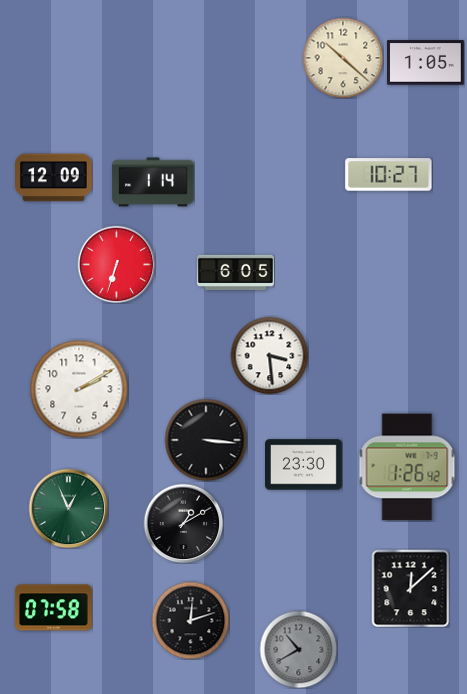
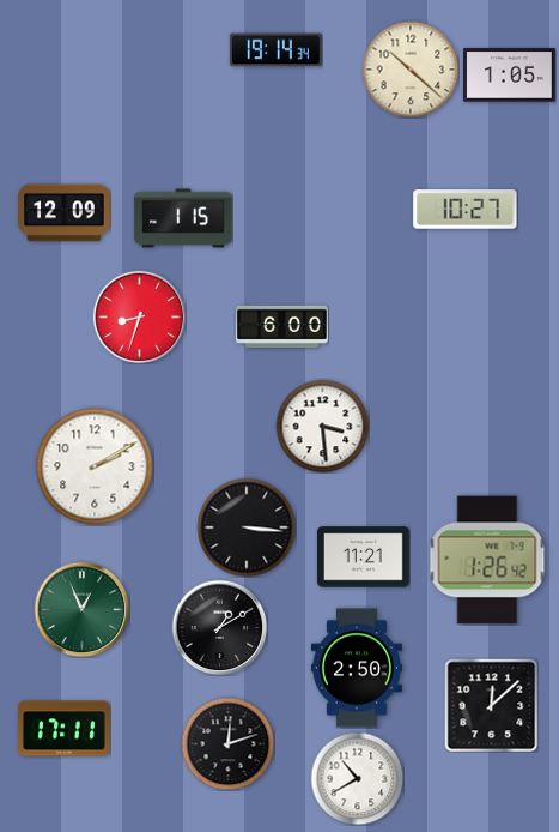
clock at (275, 50): none -> 19:14
clock at (153, 182): 1:14 -> 1:15
clock at (116, 264): 6:33 -> 8:33
clock at (236, 272): 6:05 -> 6:00
clock at (304, 465): 23:30 -> 11:21
clock at (357, 668): none -> 2:50
clock at (53, 608): 07:58 -> 17:11
clock at (298, 649) dial: grey -> white
